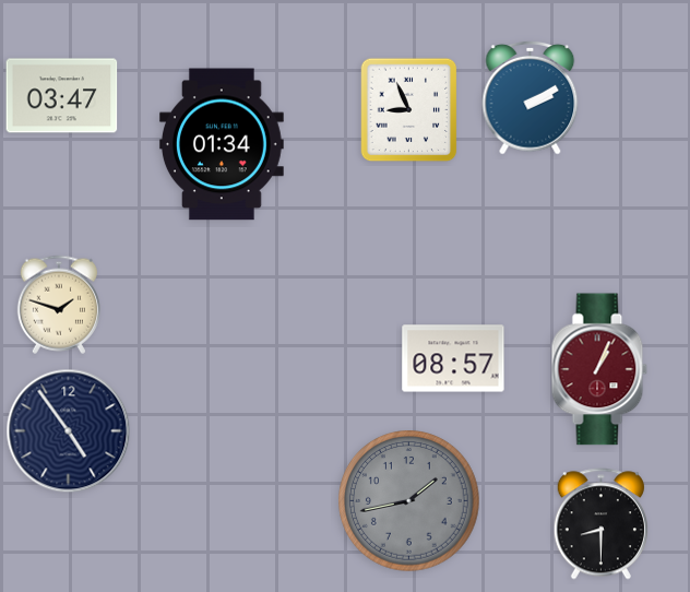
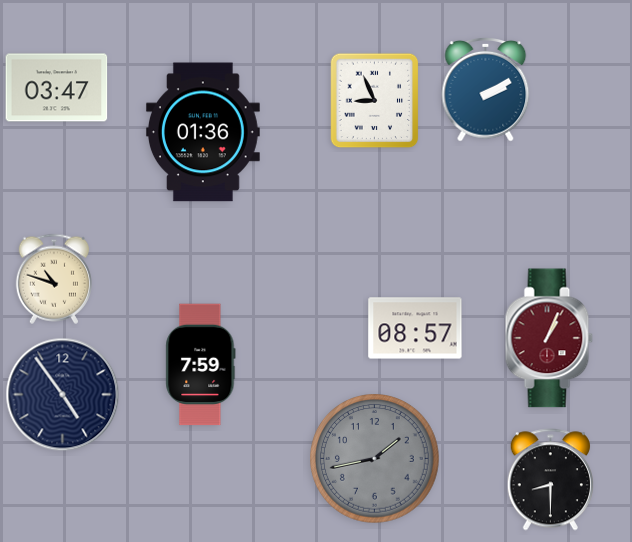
clock at (222, 144): 01:34 -> 01:36
clock at (59, 305): 1:48 -> 10:48
clock at (201, 365): none -> 7:59
